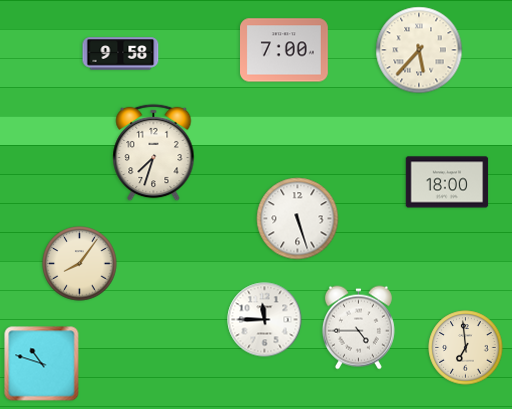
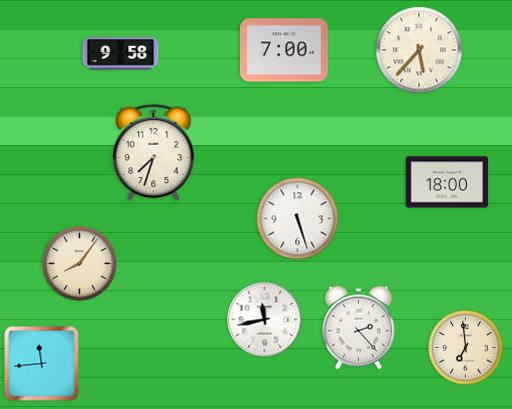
clock at (265, 320): 11:45 -> 11:43
clock at (358, 328): 4:45 -> 2:23
clock at (42, 364): 10:48 -> 11:44
